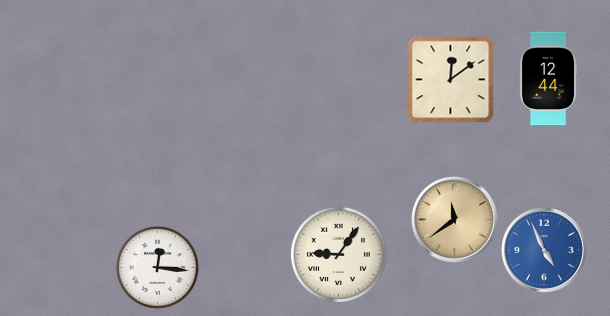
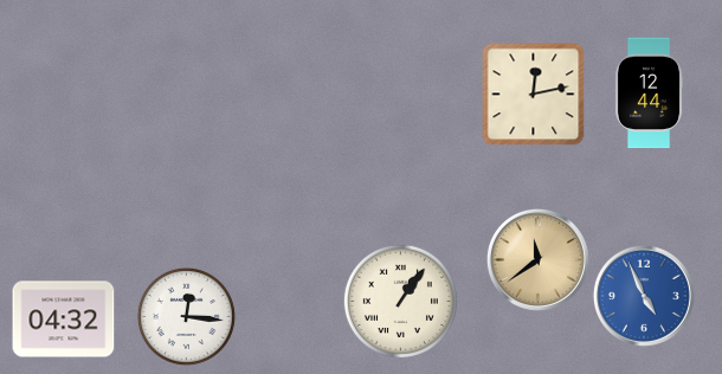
clock at (451, 80): 12:09 -> 12:13
clock at (338, 254): 9:06 -> 1:06
clock at (64, 320): none -> 04:32
